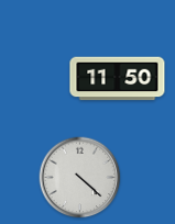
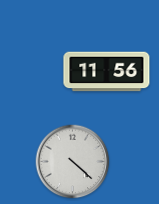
clock at (118, 79): 11:50 -> 11:56
